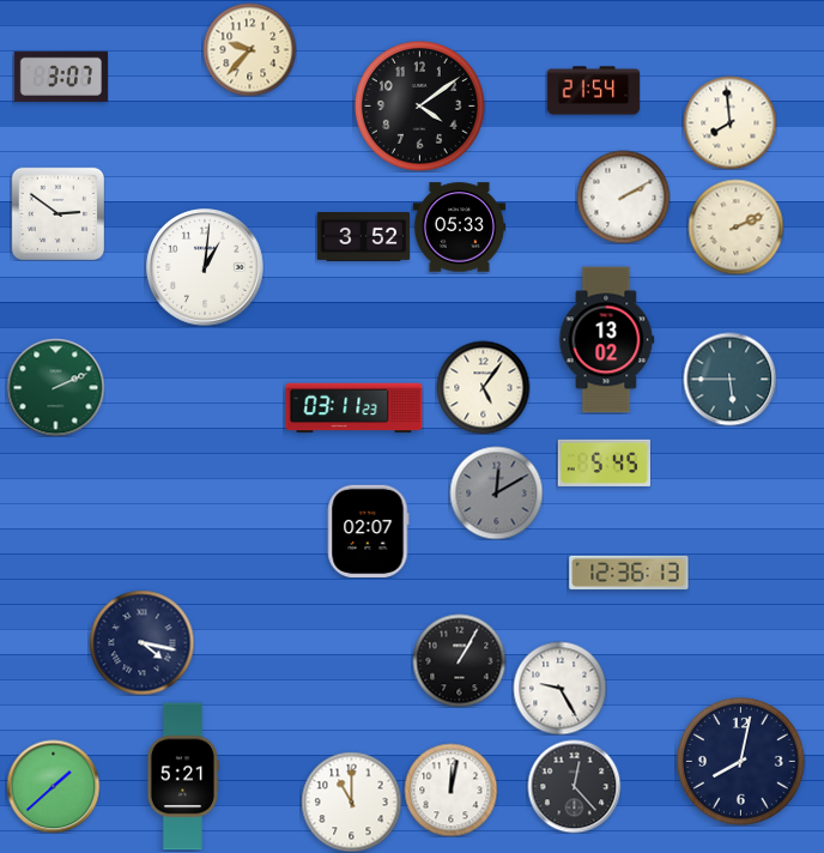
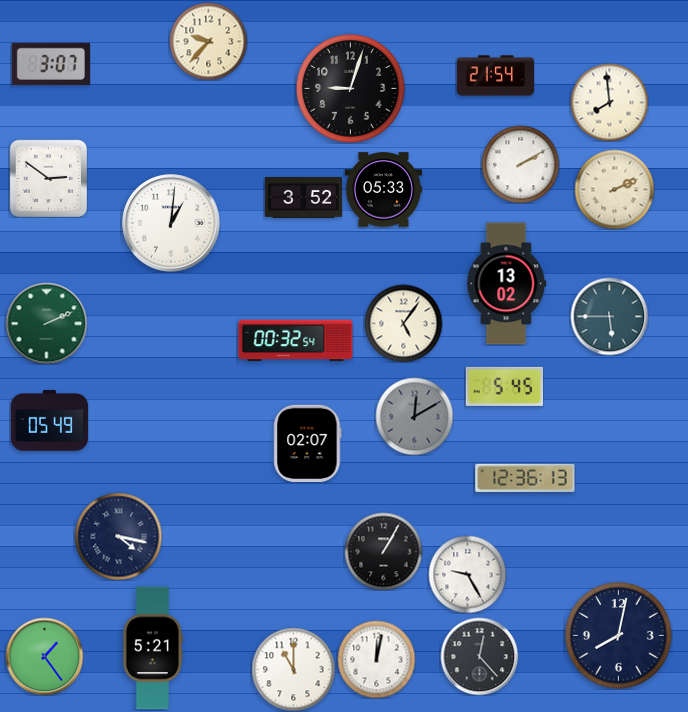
clock at (420, 107): 4:09 -> 9:03
clock at (355, 409): 03:11 -> 00:32
clock at (496, 492) position: (496, 492) -> (414, 416)
clock at (49, 421): none -> 05:49
clock at (53, 786): 1:38 -> 1:24
